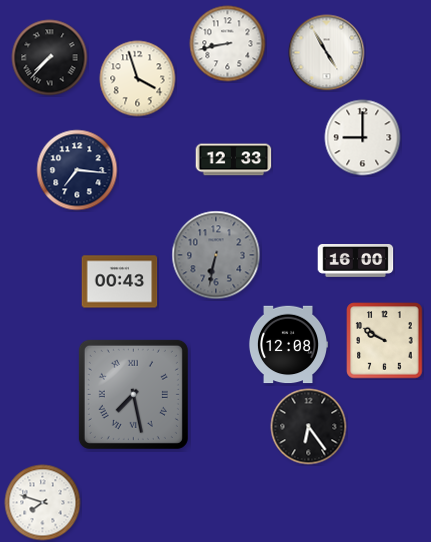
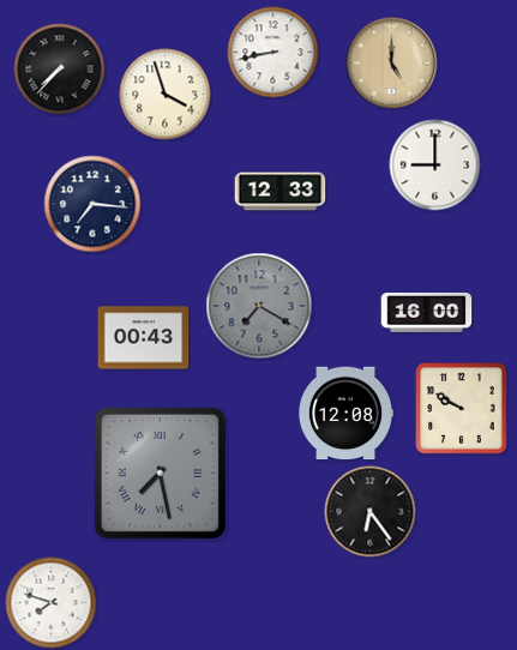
clock at (327, 53): 4:55 -> 5:00
clock at (327, 53) dial: white -> champagne
clock at (216, 255): 6:32 -> 7:20
